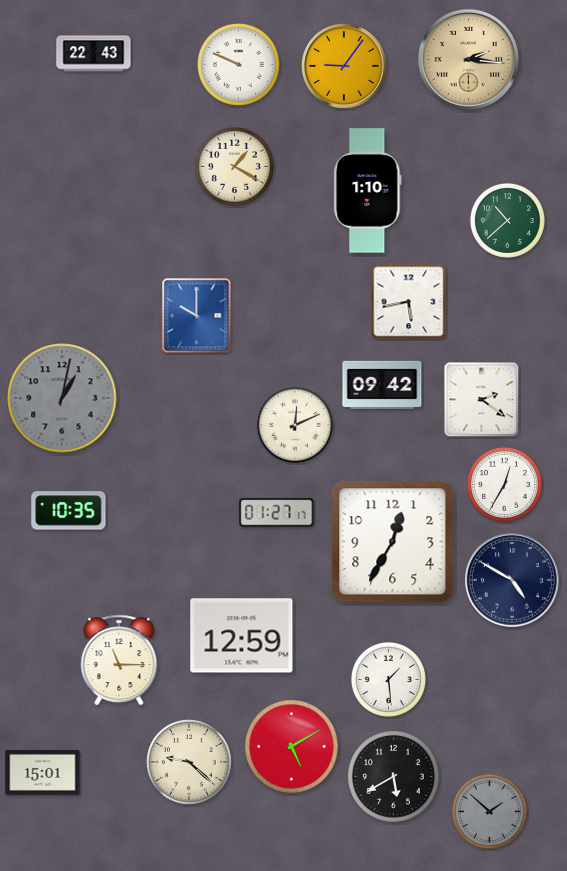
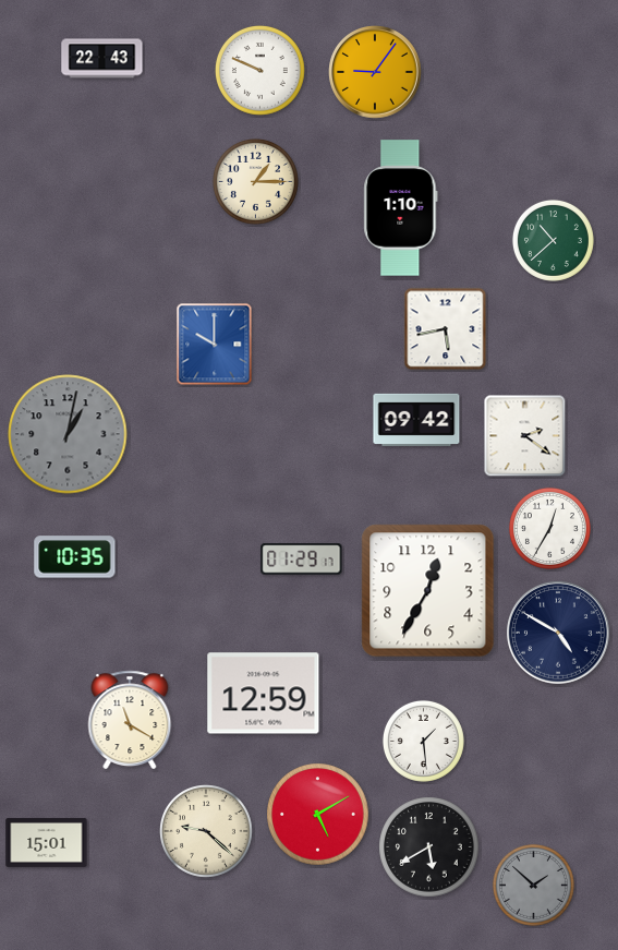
clock at (468, 59): 2:16 -> none
clock at (234, 166): 1:20 -> 1:15
clock at (295, 425): 12:11 -> none
clock at (277, 513): 01:27 -> 01:29
clock at (119, 660): 11:15 -> 11:20
